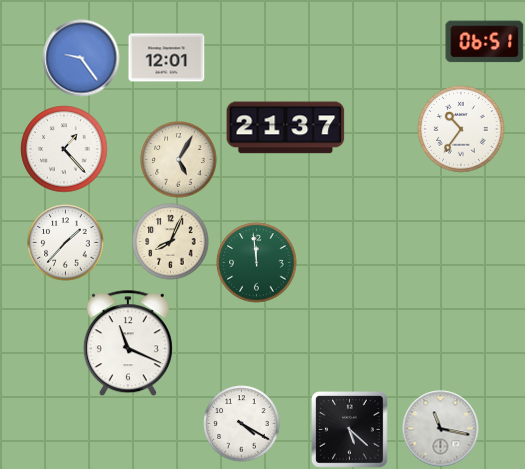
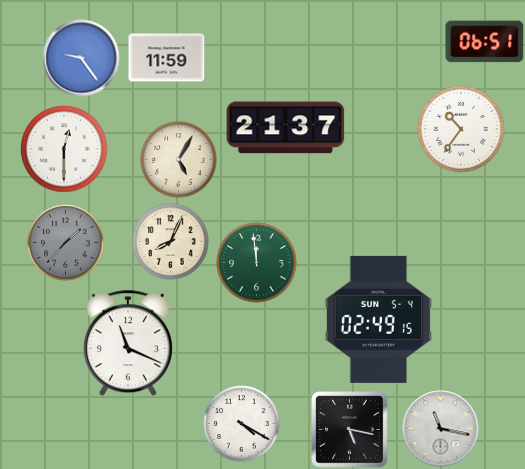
clock at (167, 58): 12:01 -> 11:59
clock at (64, 149): 1:23 -> 12:30
clock at (66, 243) dial: white -> grey
clock at (378, 319): none -> 02:49
clock at (350, 430): 5:22 -> 5:17
